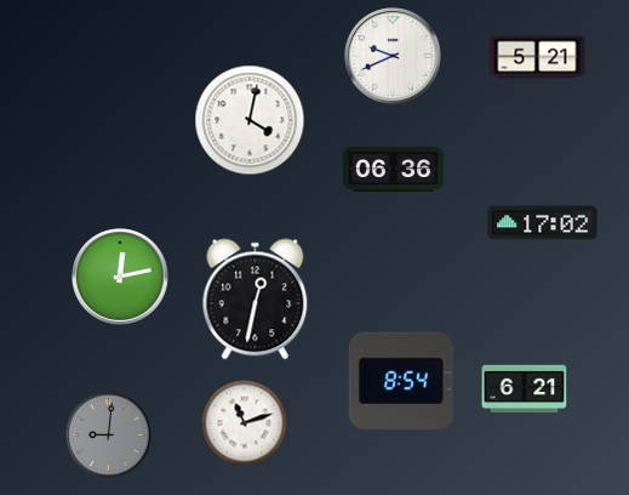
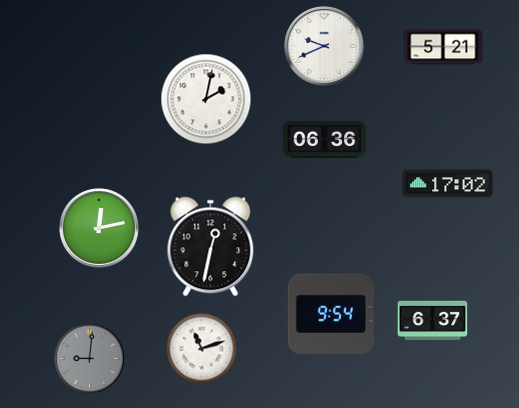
clock at (250, 120): 4:02 -> 2:02
clock at (401, 381): 8:54 -> 9:54
clock at (525, 388): 6:21 -> 6:37
